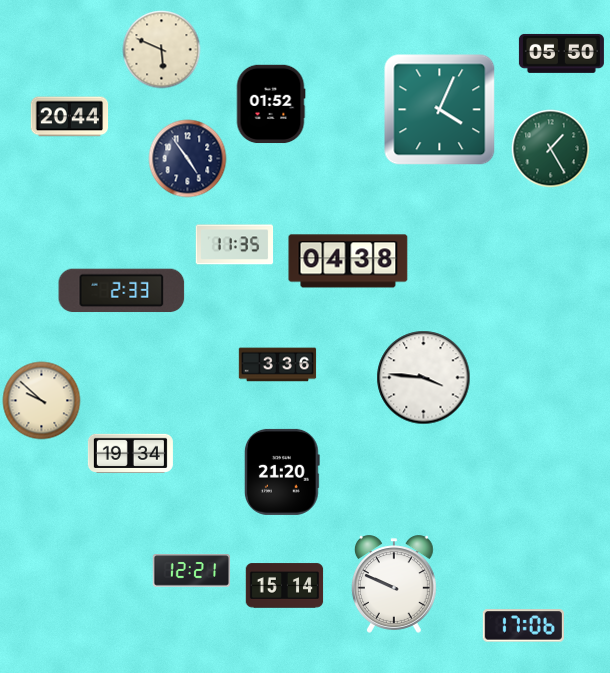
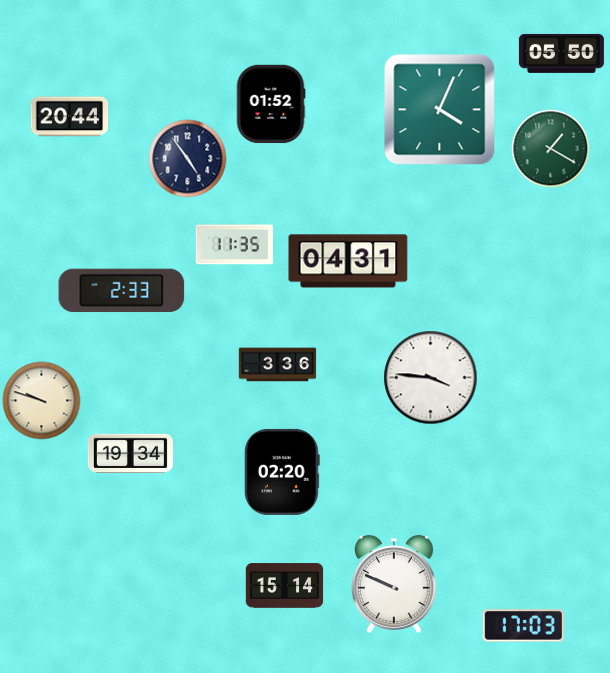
clock at (161, 49): 5:49 -> none
clock at (550, 148): 1:25 -> 1:20
clock at (348, 261): 04:38 -> 04:31
clock at (423, 377) position: (423, 377) -> (430, 377)
clock at (41, 400): 9:52 -> 9:48
clock at (282, 472): 21:20 -> 02:20
clock at (191, 571): 12:21 -> none
clock at (523, 626): 17:06 -> 17:03
